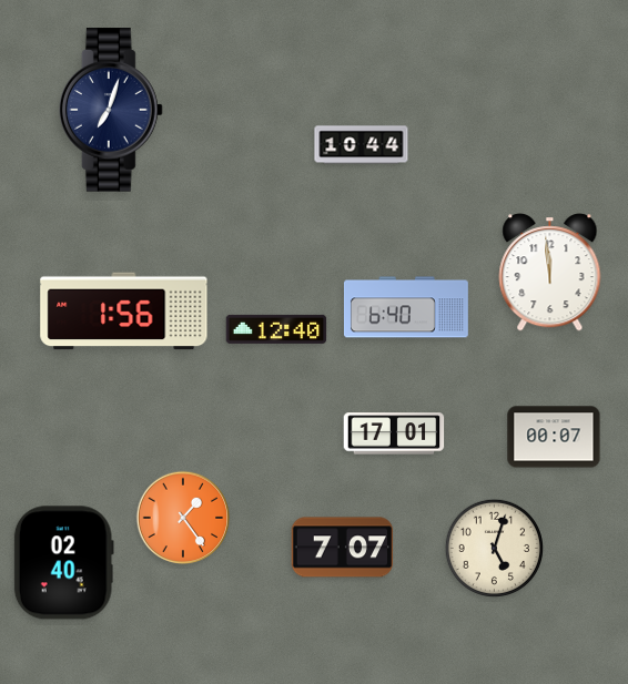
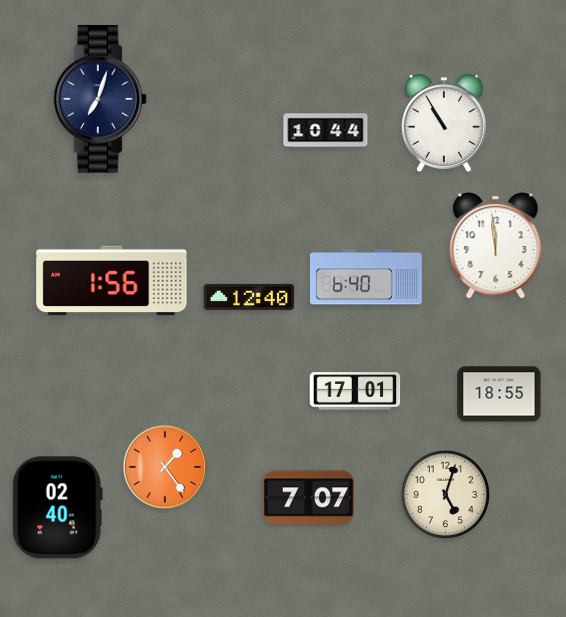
clock at (444, 123): none -> 10:55
clock at (554, 437): 00:07 -> 18:55
clock at (343, 548) position: (343, 548) -> (309, 498)
